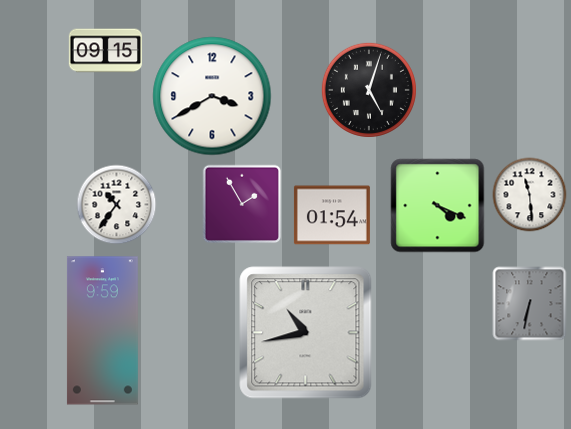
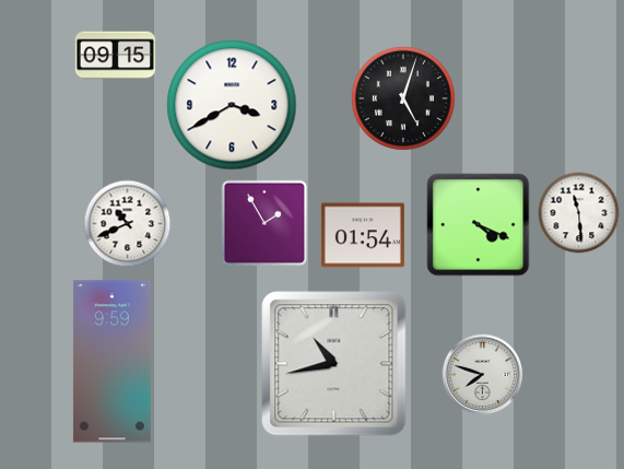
clock at (117, 205): 10:36 -> 10:41
clock at (530, 304): 6:32 -> none
clock at (483, 375): none -> 7:48
